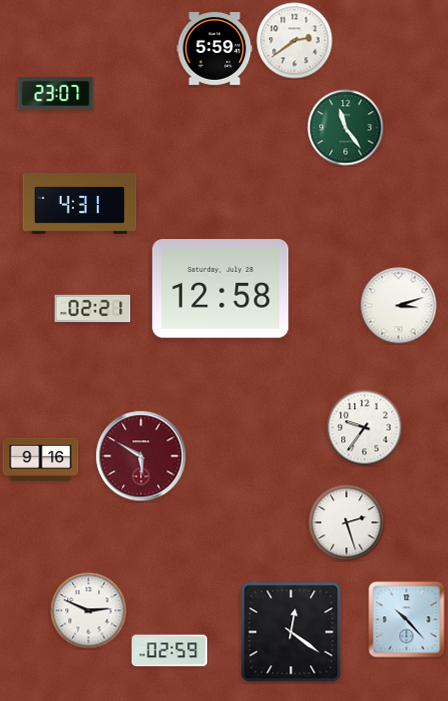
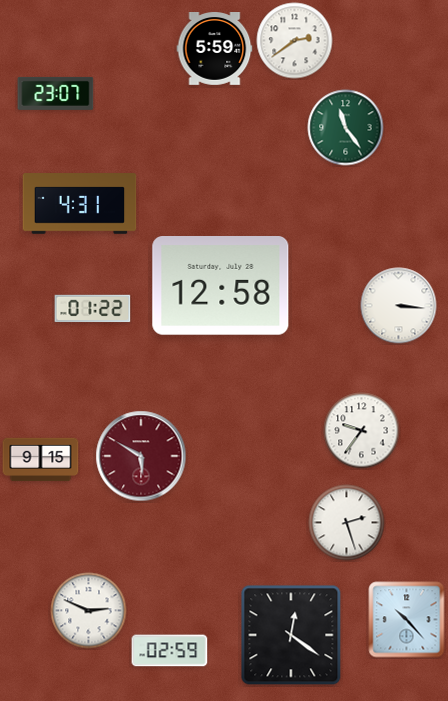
clock at (221, 289) position: (221, 289) -> (221, 286)
clock at (399, 306): 3:12 -> 3:16
clock at (93, 309): 02:21 -> 01:22
clock at (365, 428) position: (365, 428) -> (362, 431)
clock at (41, 460): 9:16 -> 9:15
clock at (291, 632) position: (291, 632) -> (291, 635)
